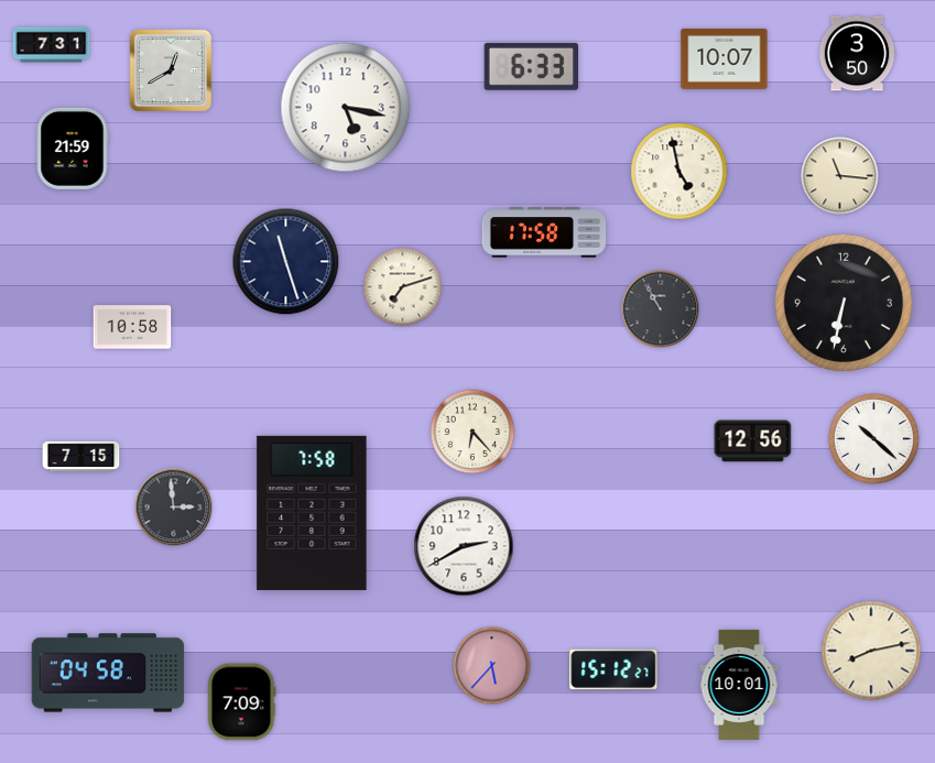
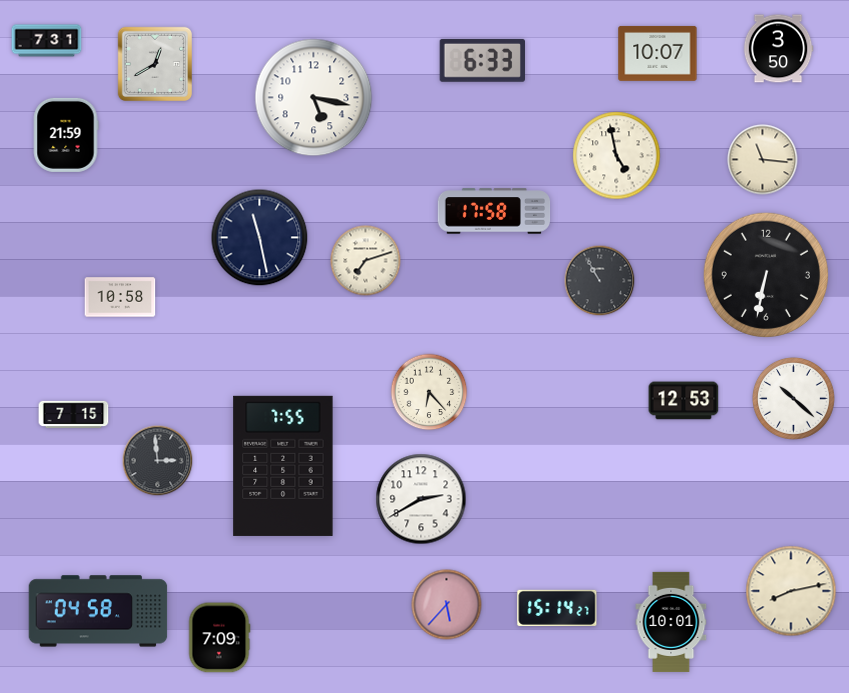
clock at (286, 262): 11:27 -> 11:28
clock at (753, 442): 12:56 -> 12:53
clock at (312, 513): 7:58 -> 7:55
clock at (464, 546) position: (464, 546) -> (421, 499)
clock at (613, 669): 15:12 -> 15:14
